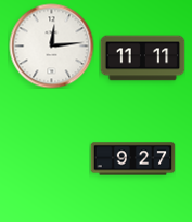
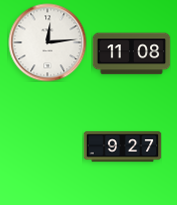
clock at (142, 58): 11:11 -> 11:08
